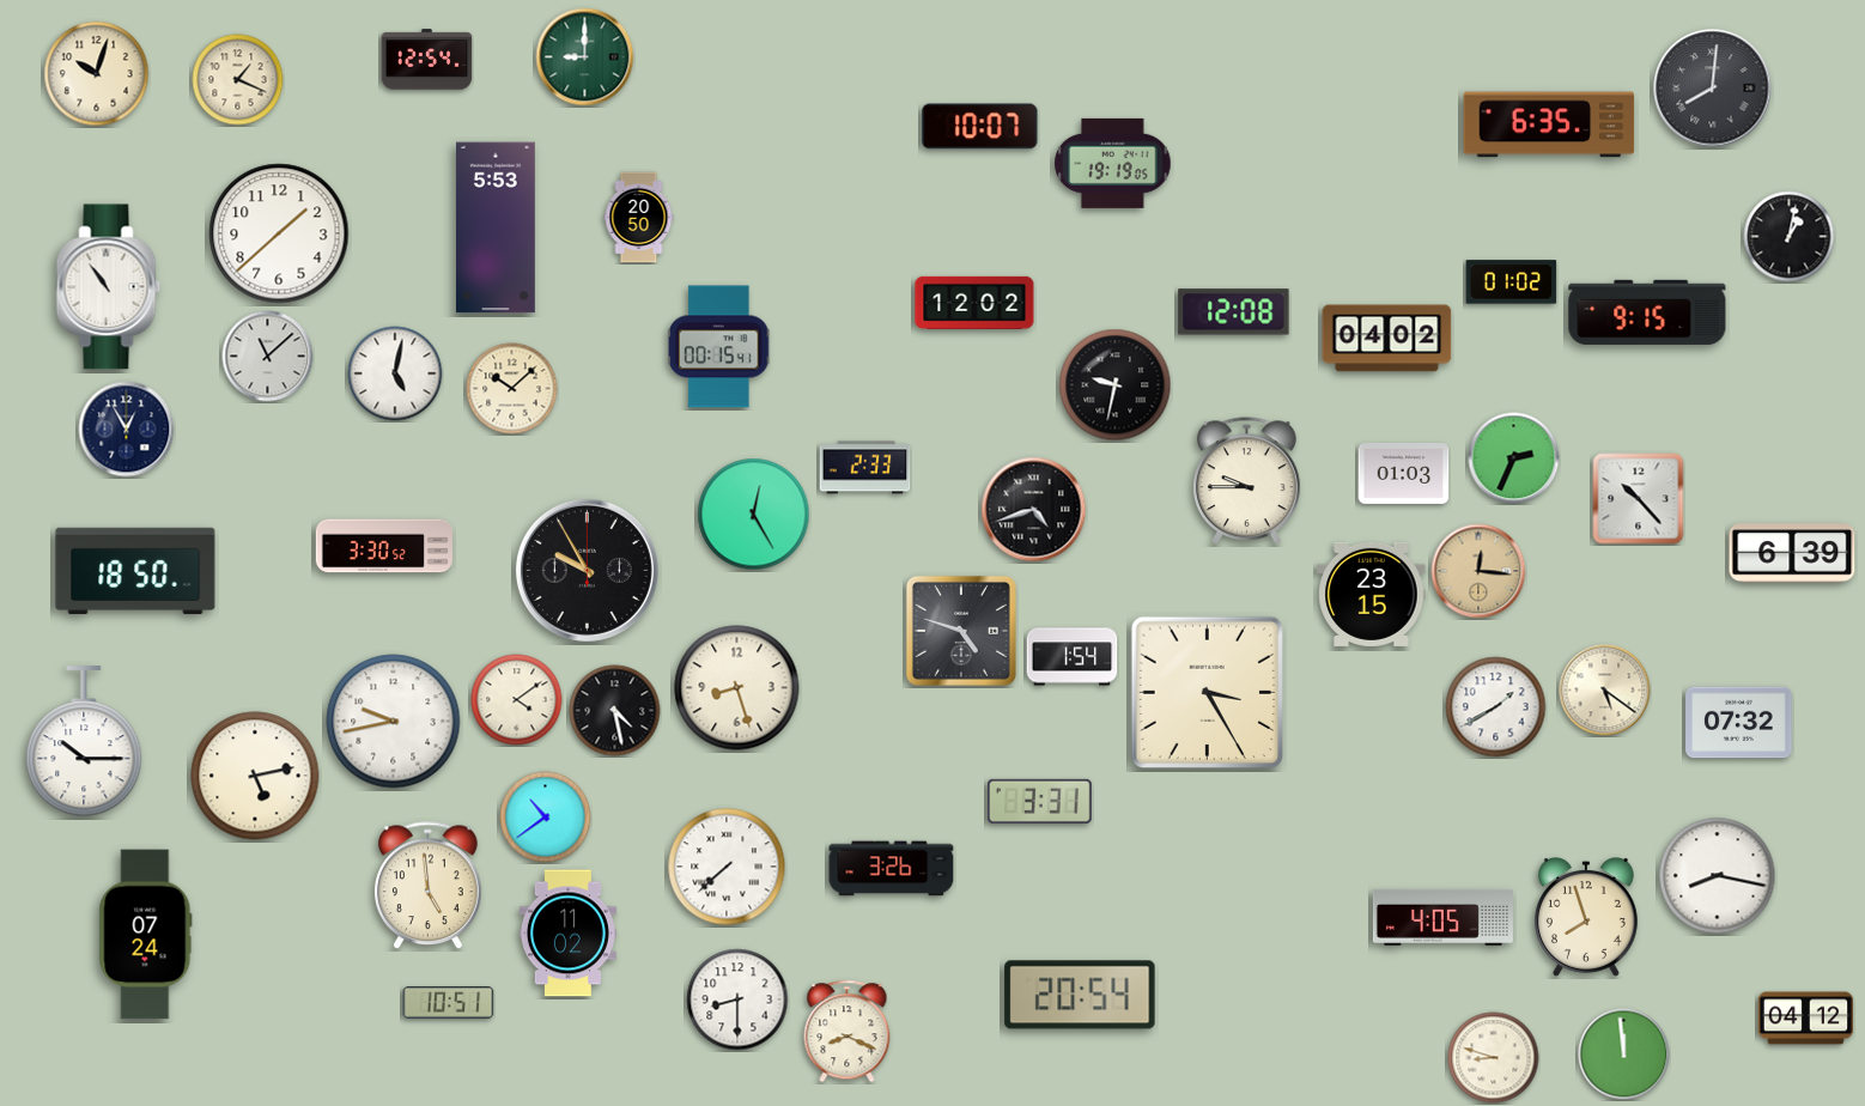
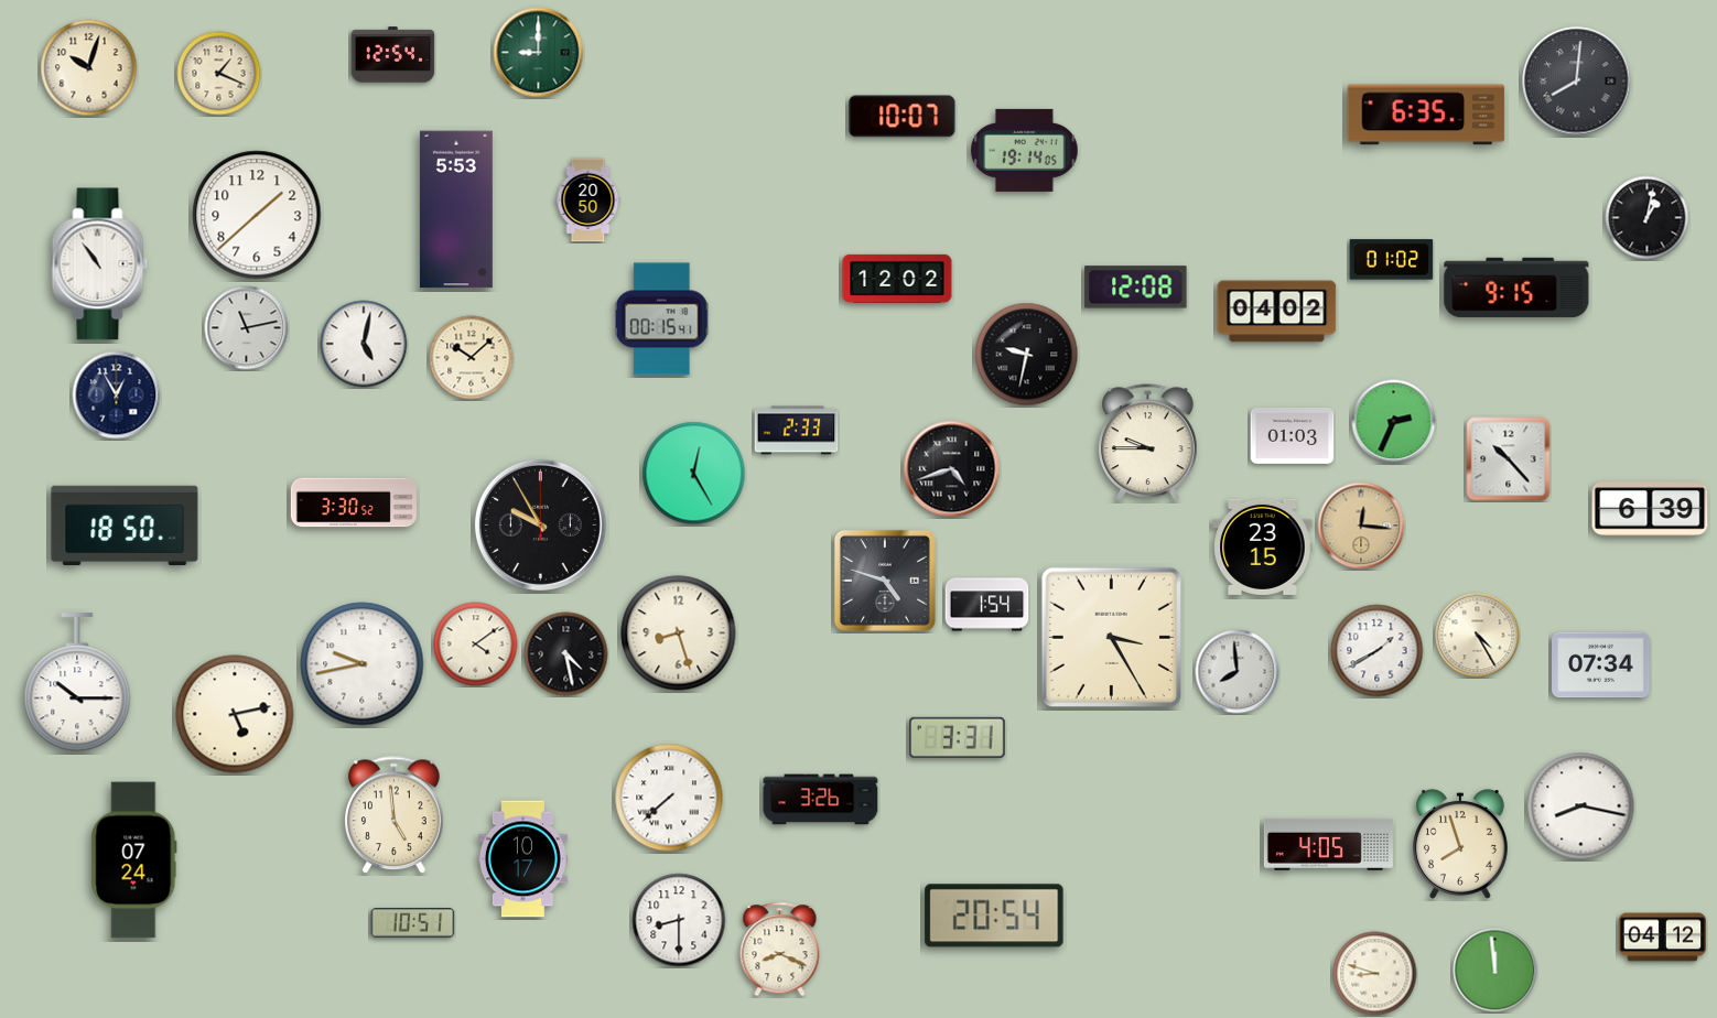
clock at (1113, 163): 19:19 -> 19:14
clock at (268, 357): 11:08 -> 11:13
clock at (1605, 691): 5:21 -> 4:25
clock at (1739, 723): 07:32 -> 07:34
clock at (1238, 672): none -> 7:59
clock at (546, 818): 10:39 -> none
clock at (567, 934): 11:02 -> 10:17
